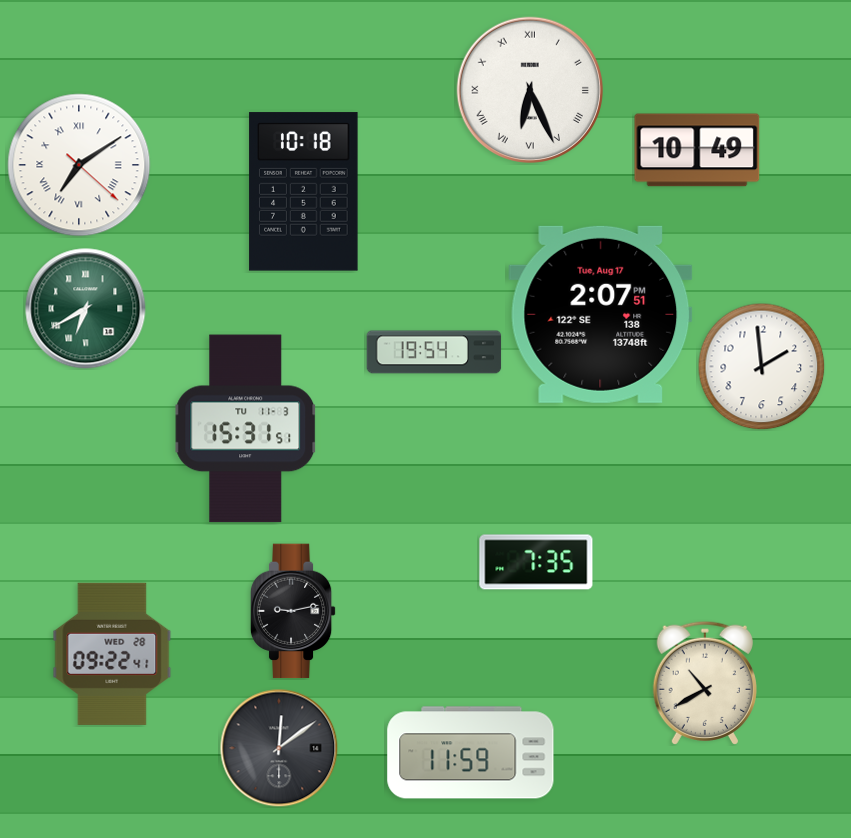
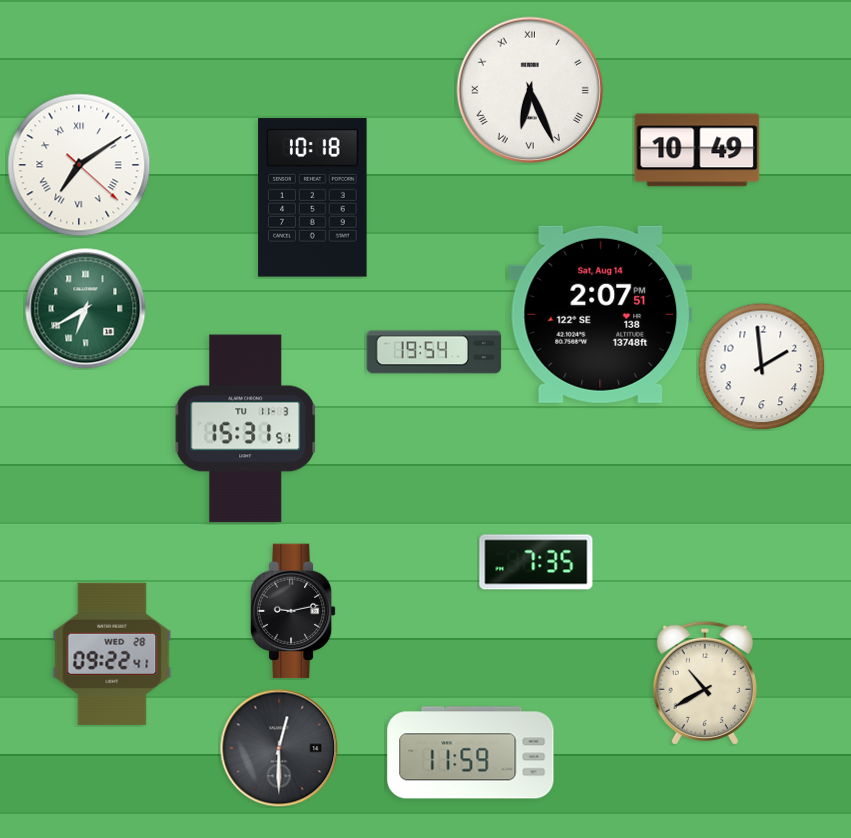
clock at (304, 192) position: (304, 192) -> (313, 198)
clock at (601, 314) date: Tue, Aug 17 -> Sat, Aug 14
clock at (279, 748): 12:09 -> 12:30
